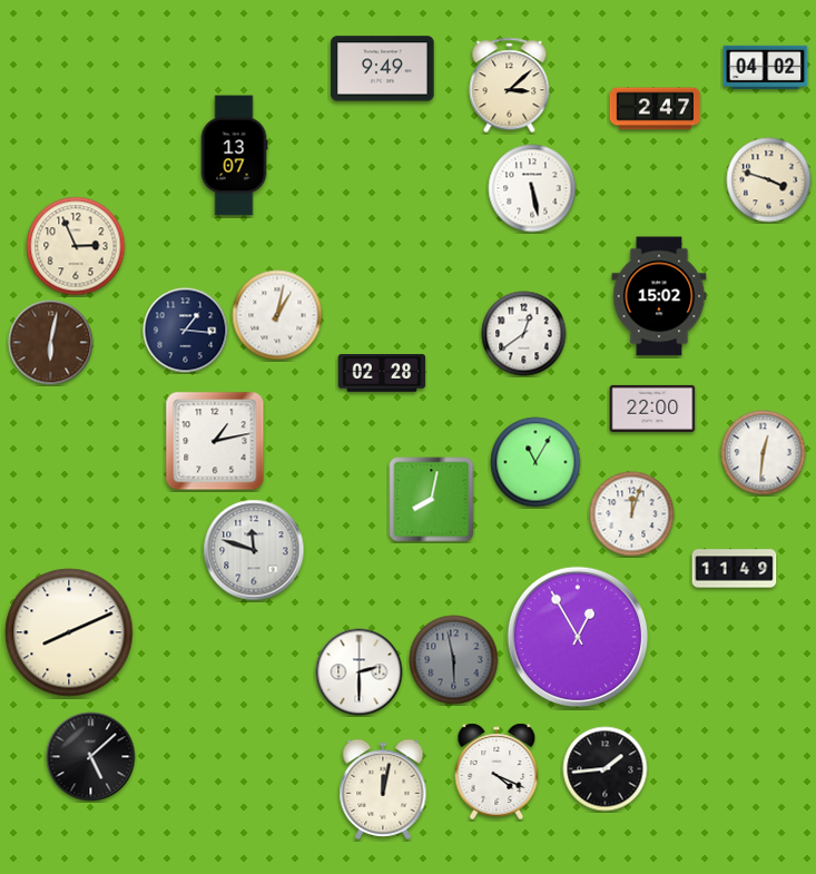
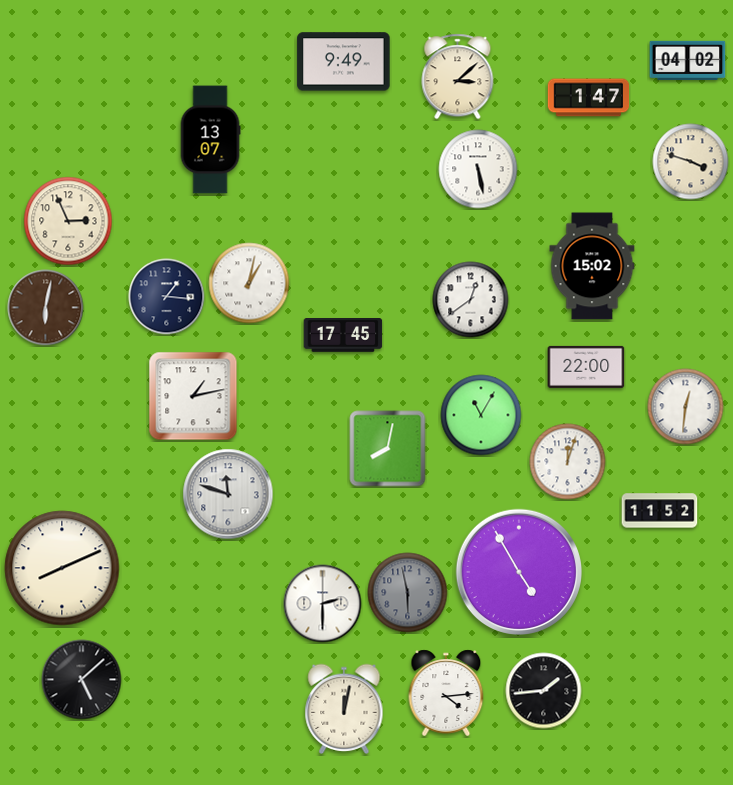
clock at (656, 109): 2:47 -> 1:47
clock at (382, 374): 02:28 -> 17:45
clock at (735, 569): 11:49 -> 11:52
clock at (577, 636): 12:55 -> 4:55
clock at (497, 772): 4:19 -> 4:14
